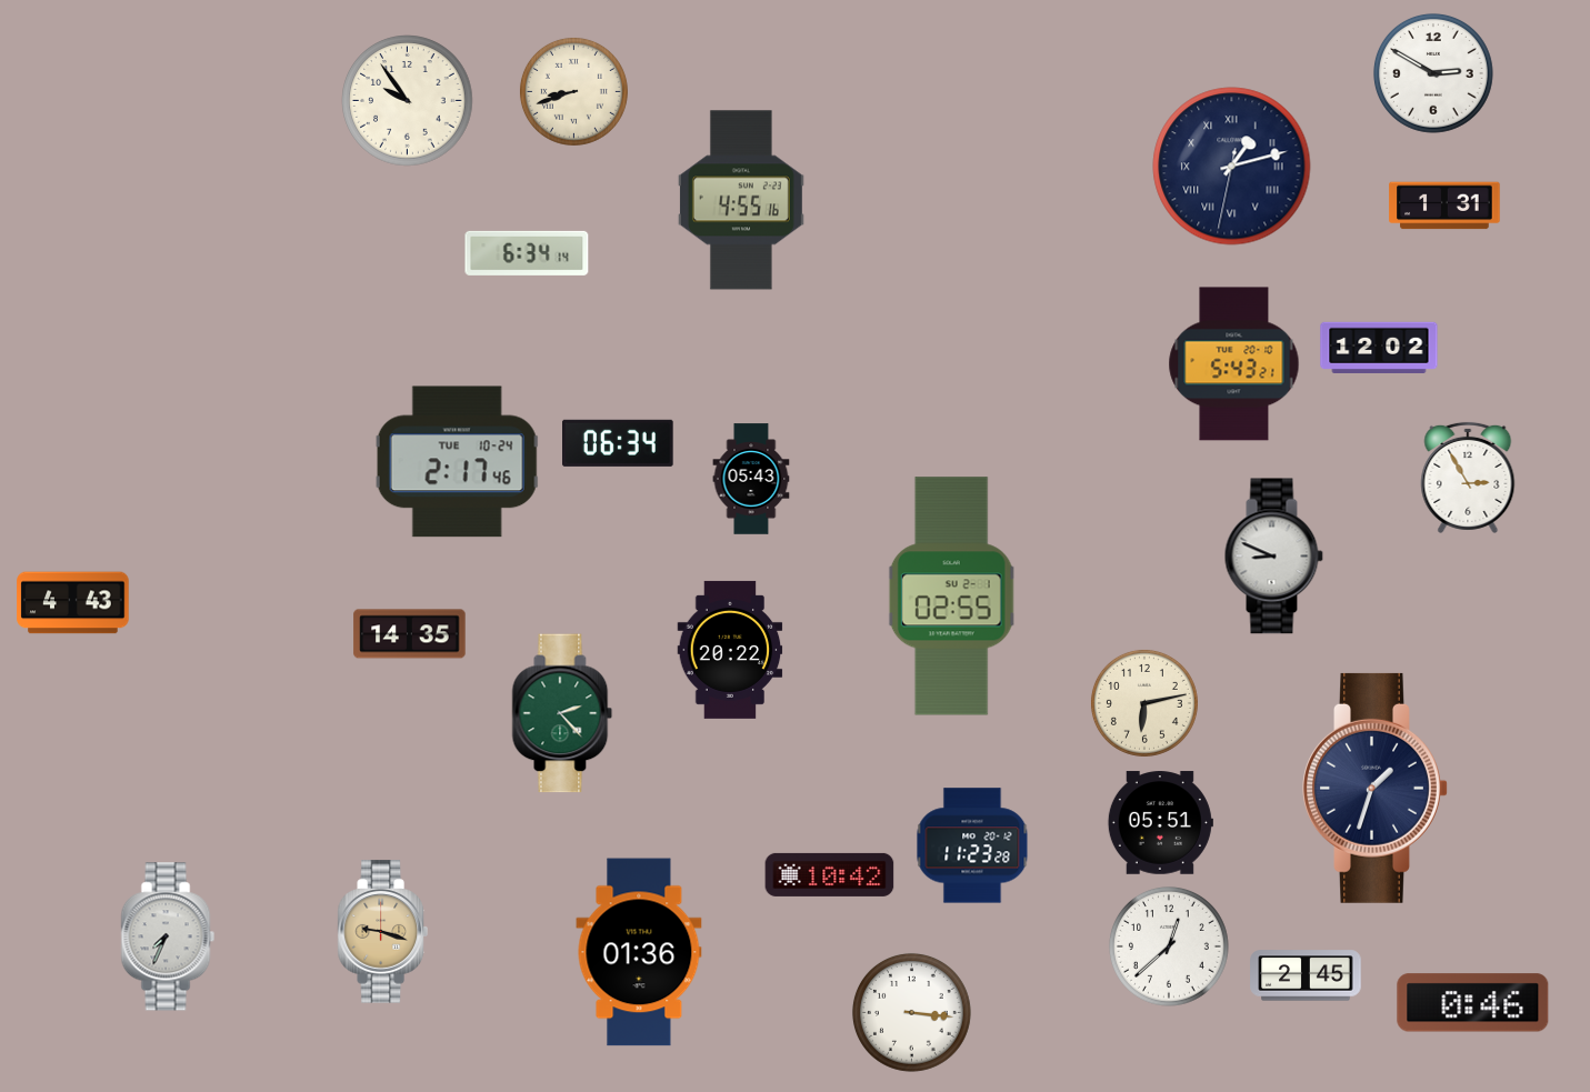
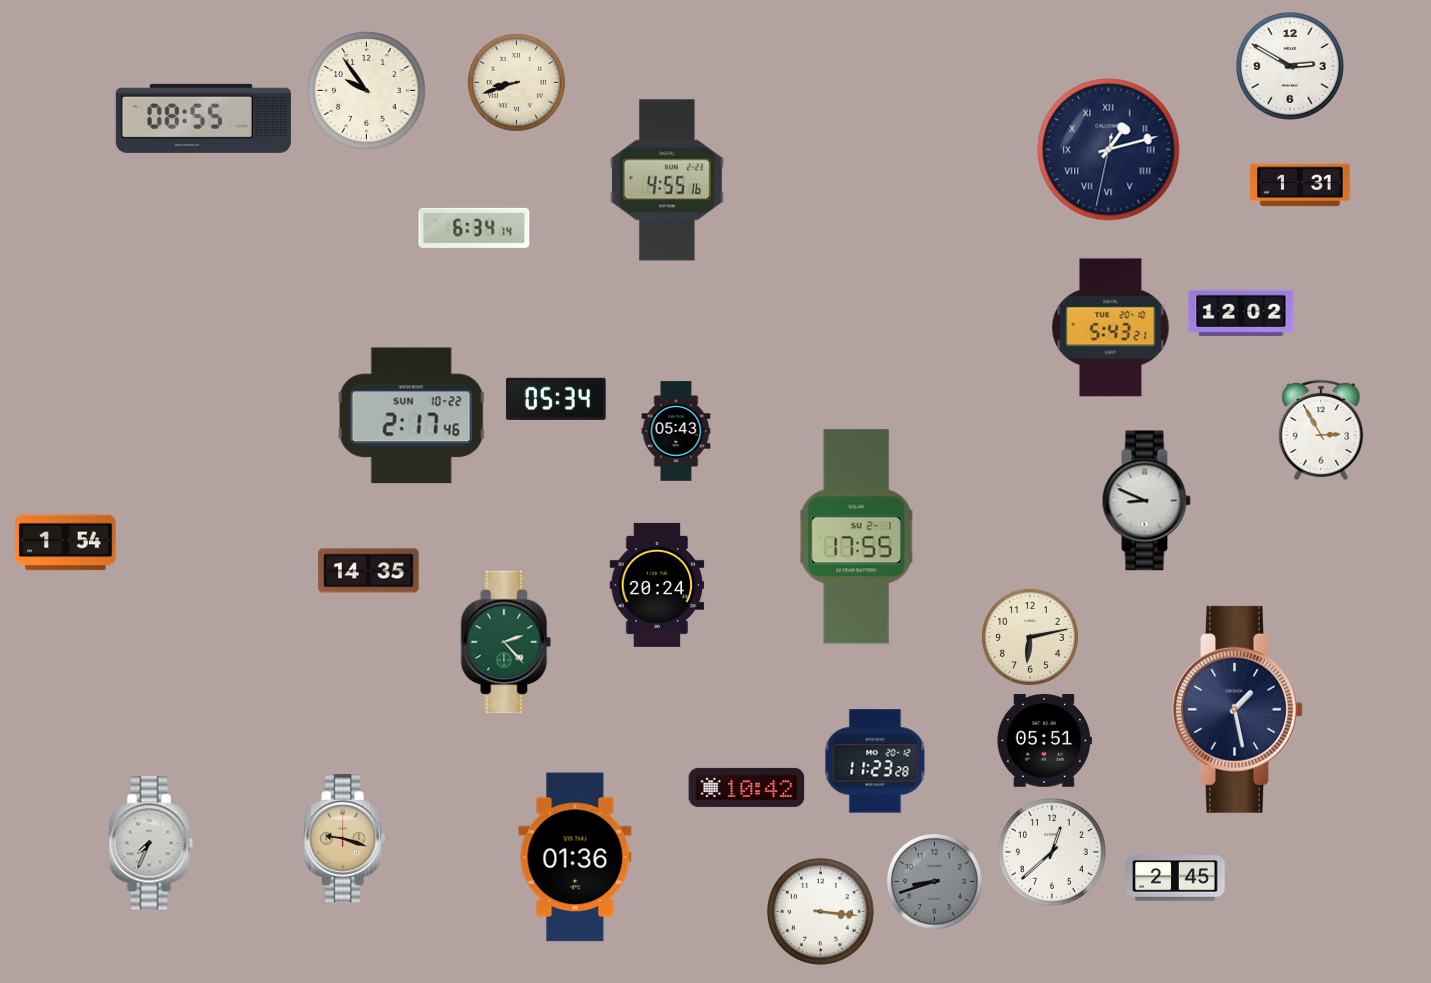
clock at (203, 118): none -> 08:55
clock at (619, 443): 06:34 -> 05:34
clock at (458, 462) date: TUE 10-24 -> SUN 10-22
clock at (951, 597): 02:55 -> 17:55
clock at (73, 603): 4:43 -> 1:54
clock at (730, 650): 20:22 -> 20:24
clock at (1144, 703) position: (1144, 703) -> (1030, 637)
clock at (1376, 788): 1:33 -> 1:28
clock at (934, 881): none -> 8:42
clock at (1473, 1003): 0:46 -> none
